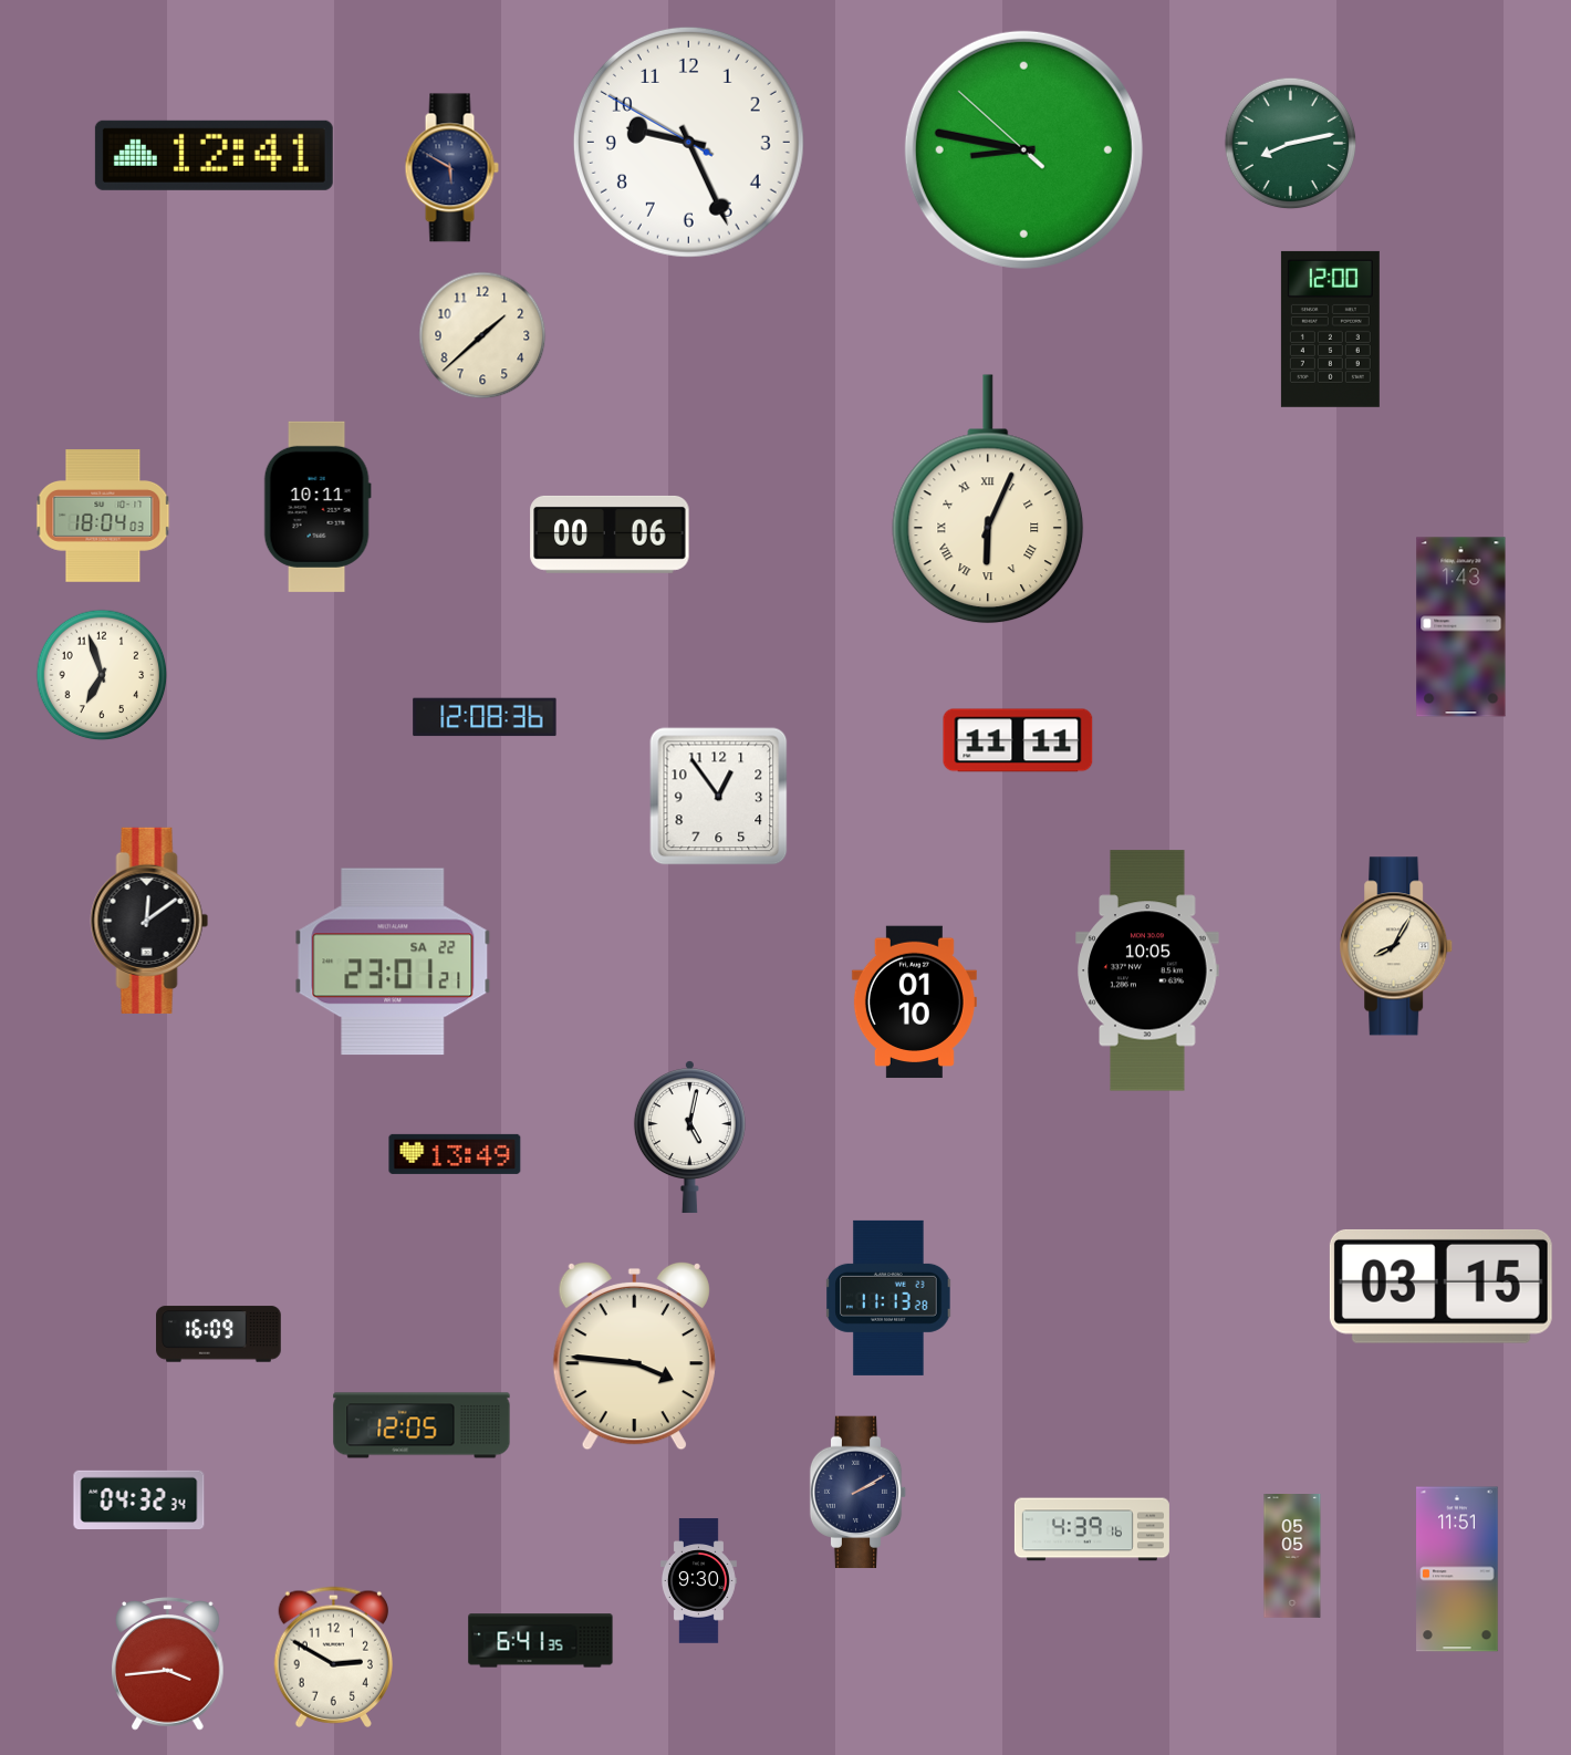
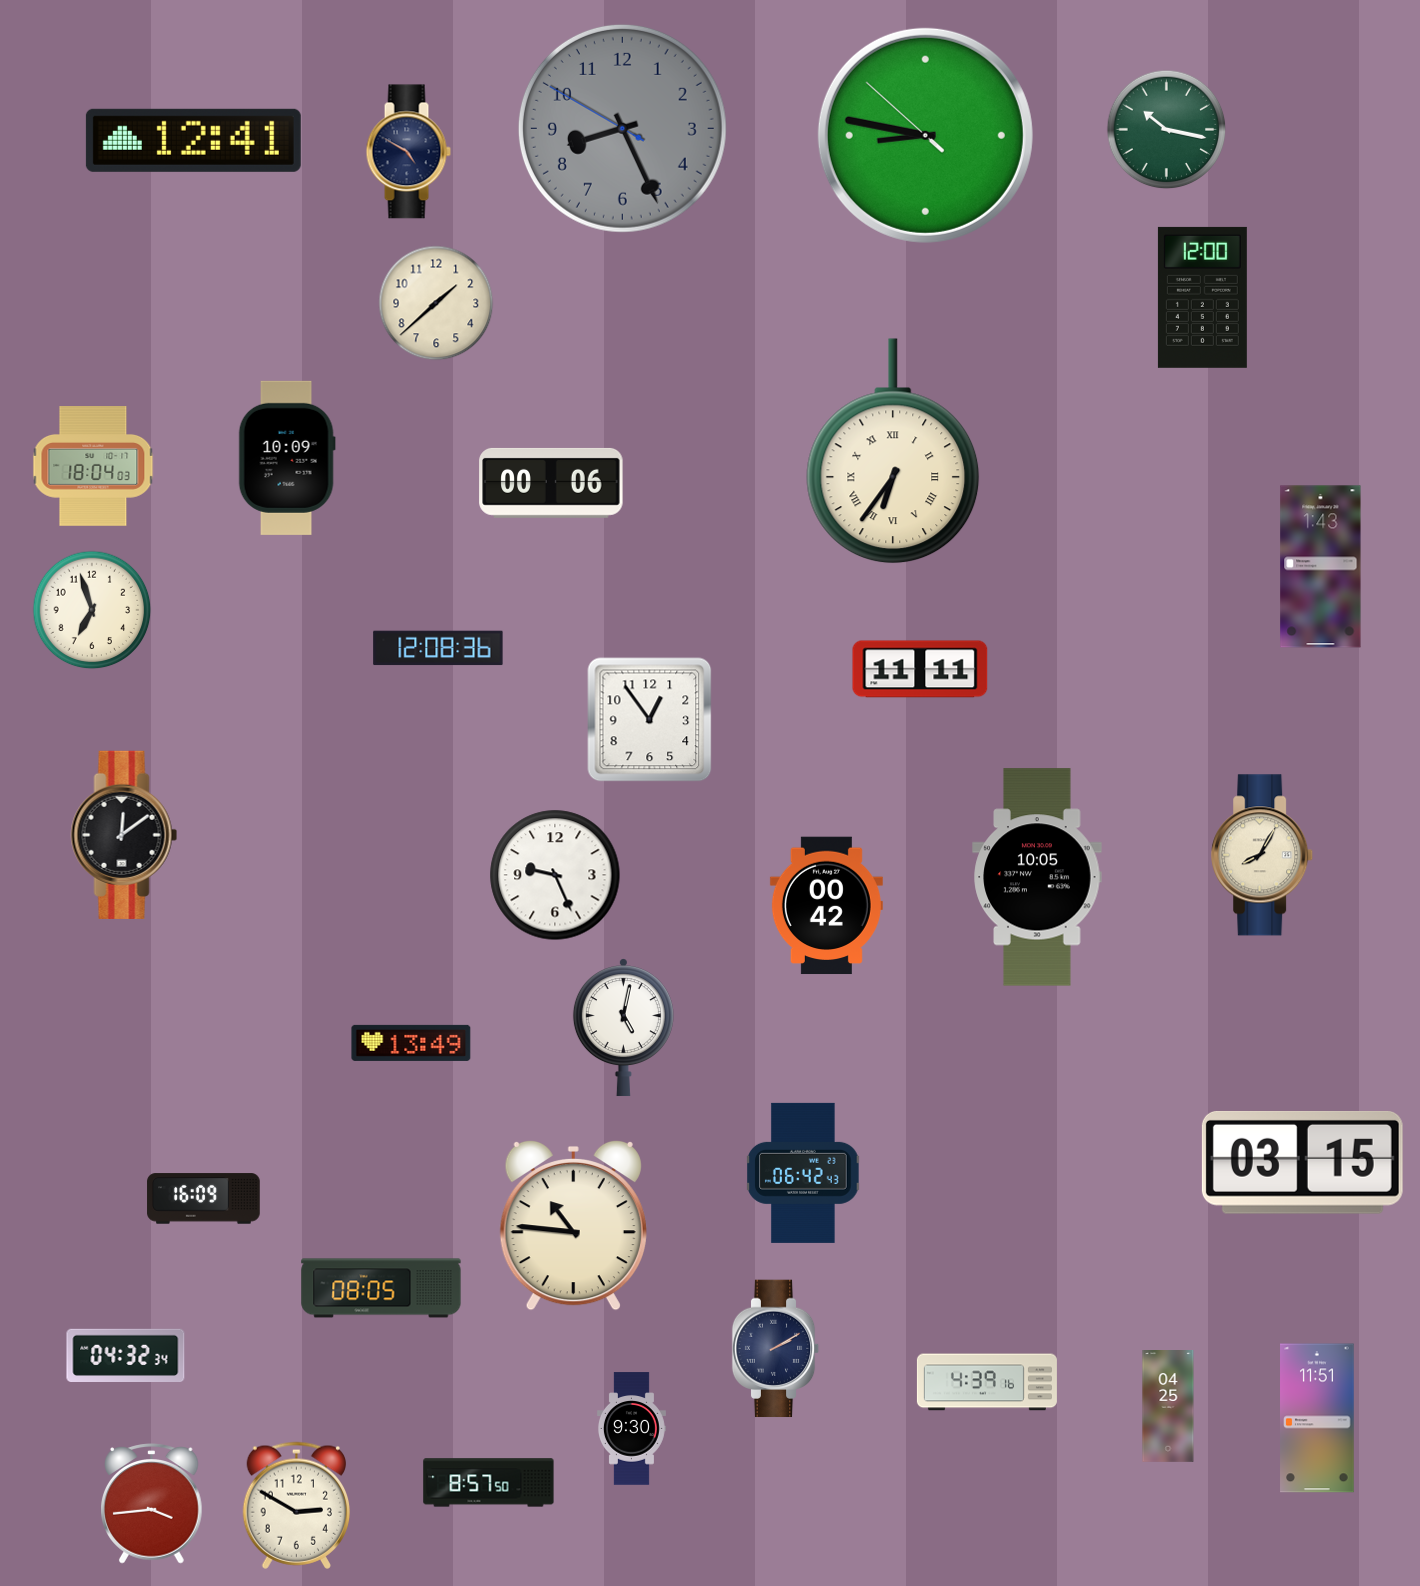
clock at (688, 142): 9:25 -> 8:25
clock at (688, 142) dial: white -> grey
clock at (1291, 144): 8:13 -> 10:17
clock at (451, 168): 5:50 -> 4:50
clock at (988, 499): 6:04 -> 6:36
clock at (318, 507): 10:11 -> 10:09
clock at (149, 921) position: (149, 921) -> (124, 835)
clock at (393, 962): 23:01 -> none
clock at (555, 875): none -> 9:26
clock at (914, 1003): 01:10 -> 00:42
clock at (888, 1298): 11:13 -> 06:42
clock at (219, 1335) position: (219, 1335) -> (204, 1199)
clock at (634, 1356): 3:46 -> 10:46
clock at (422, 1425): 12:05 -> 08:05
clock at (1292, 1557): 05:05 -> 04:25
clock at (541, 1641): 6:41 -> 8:57
clock at (333, 1657) position: (333, 1657) -> (296, 1505)
